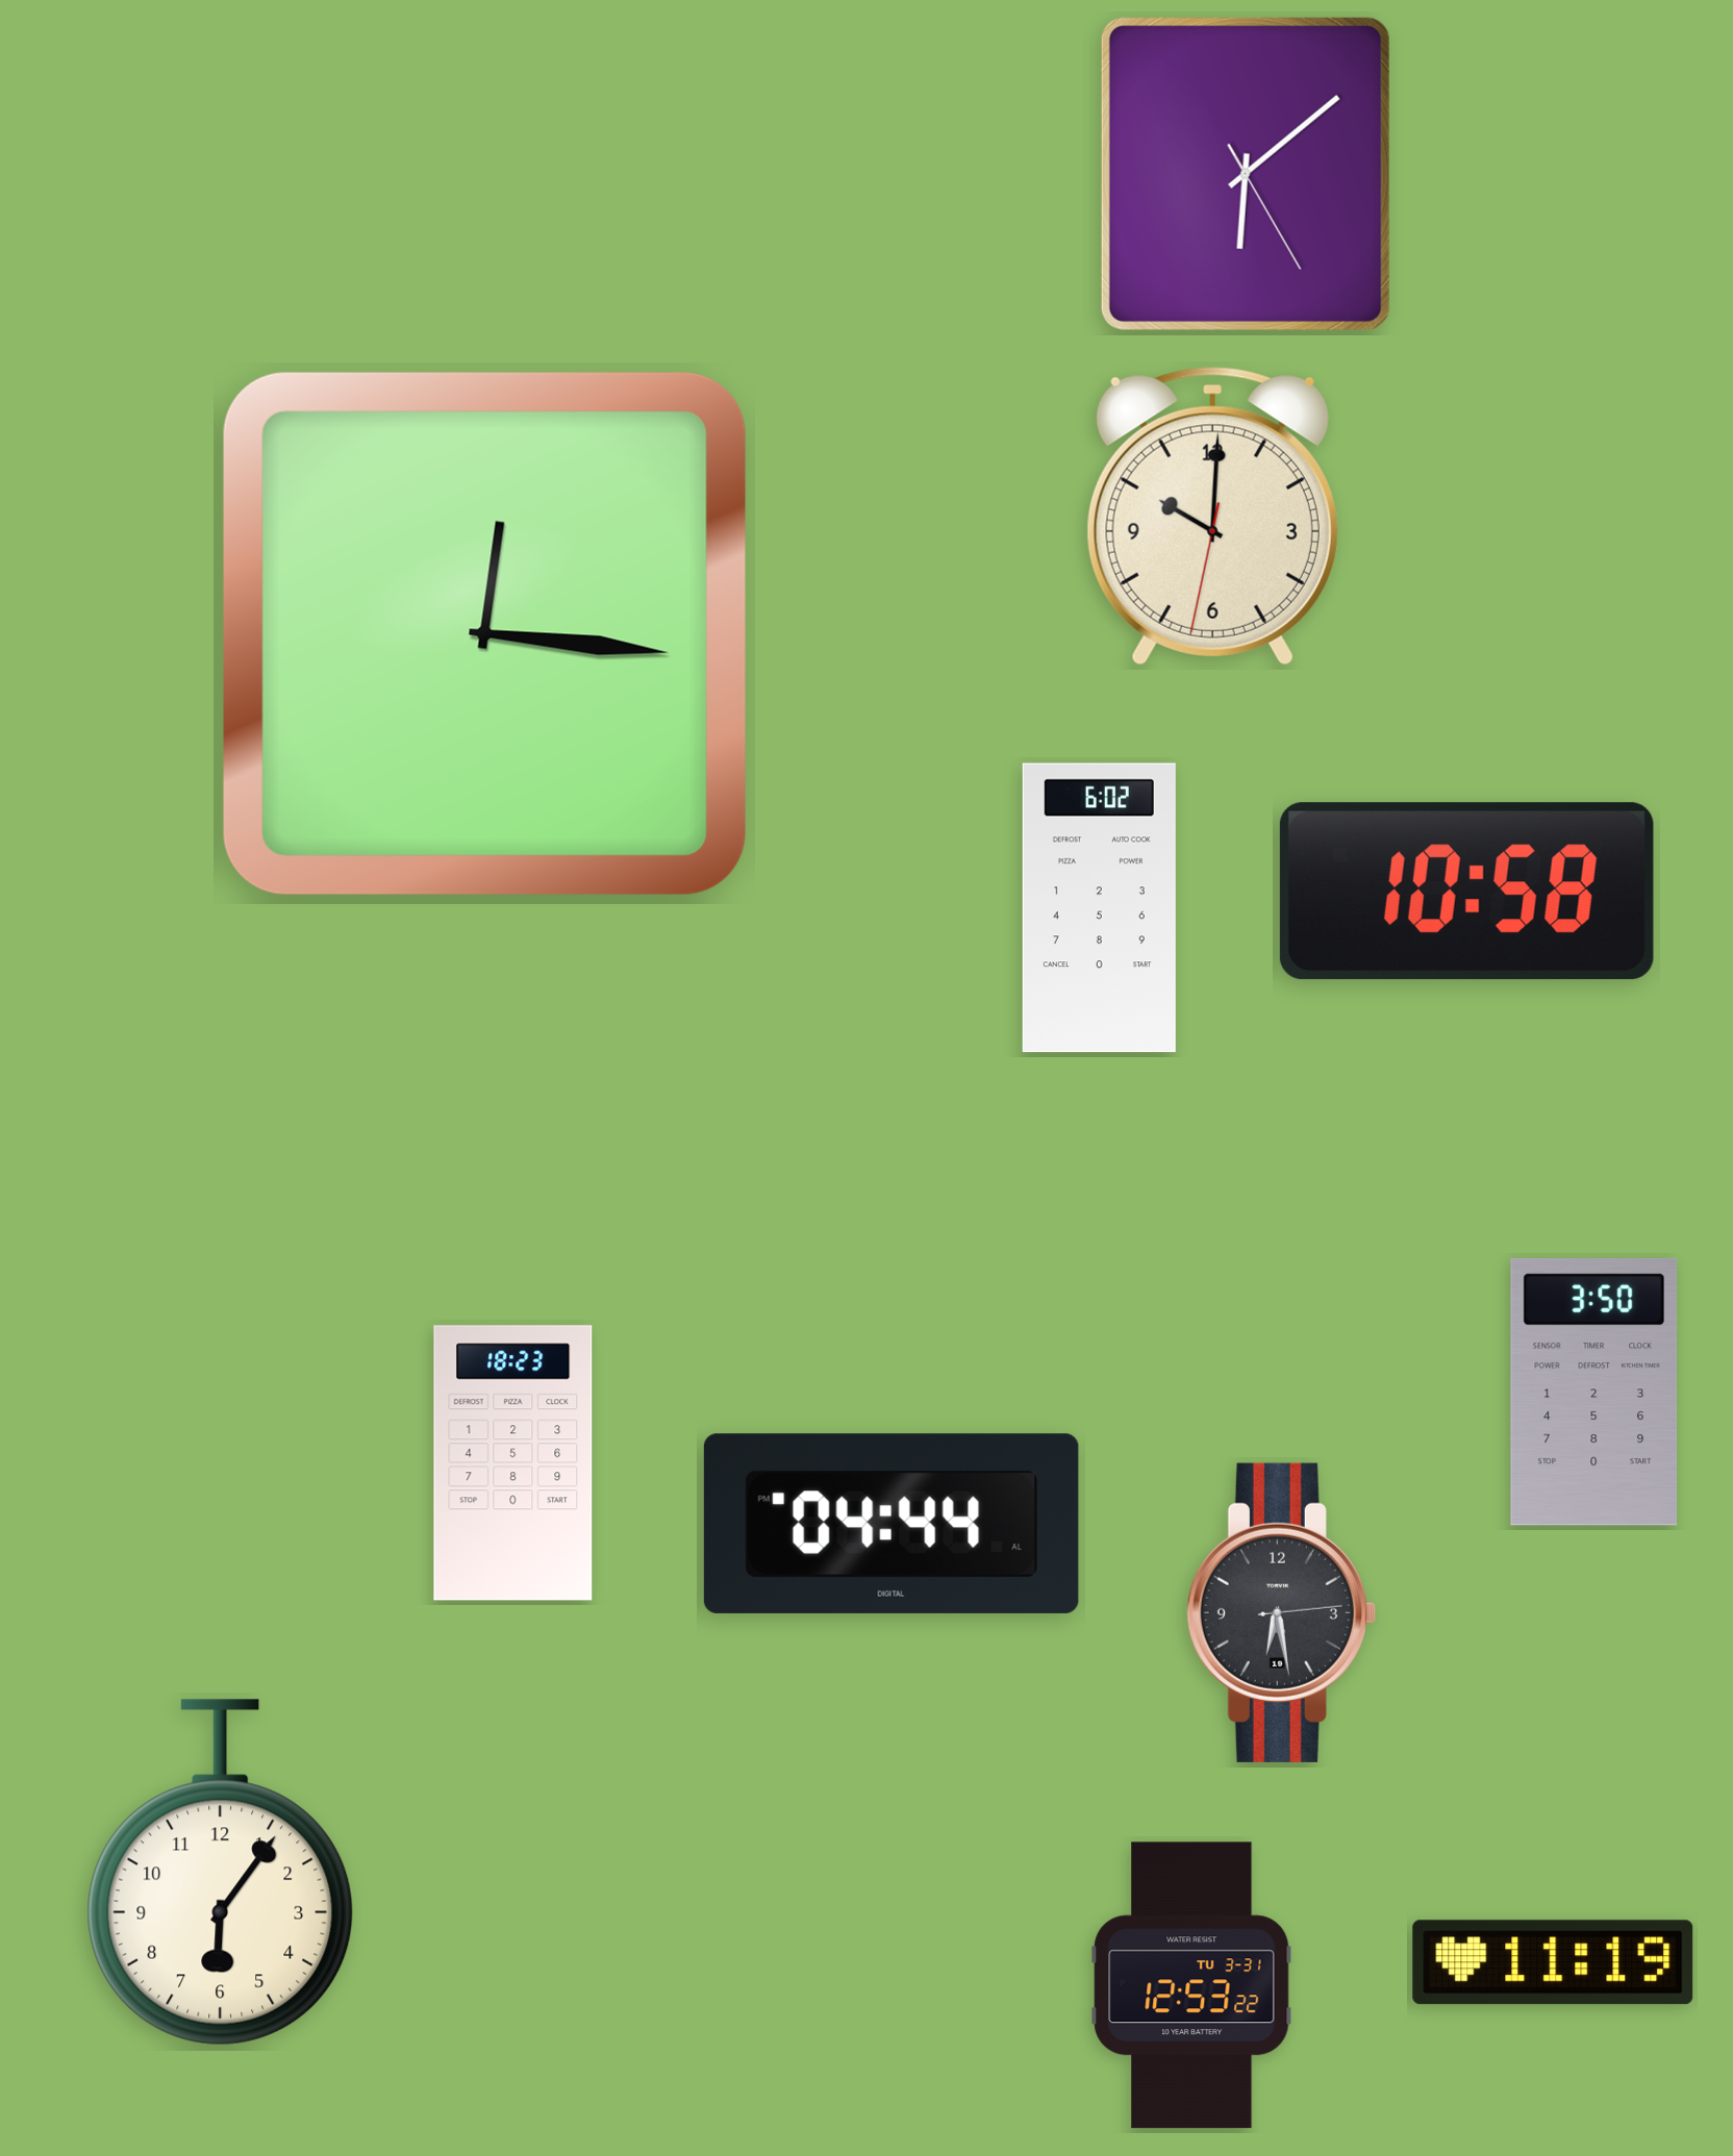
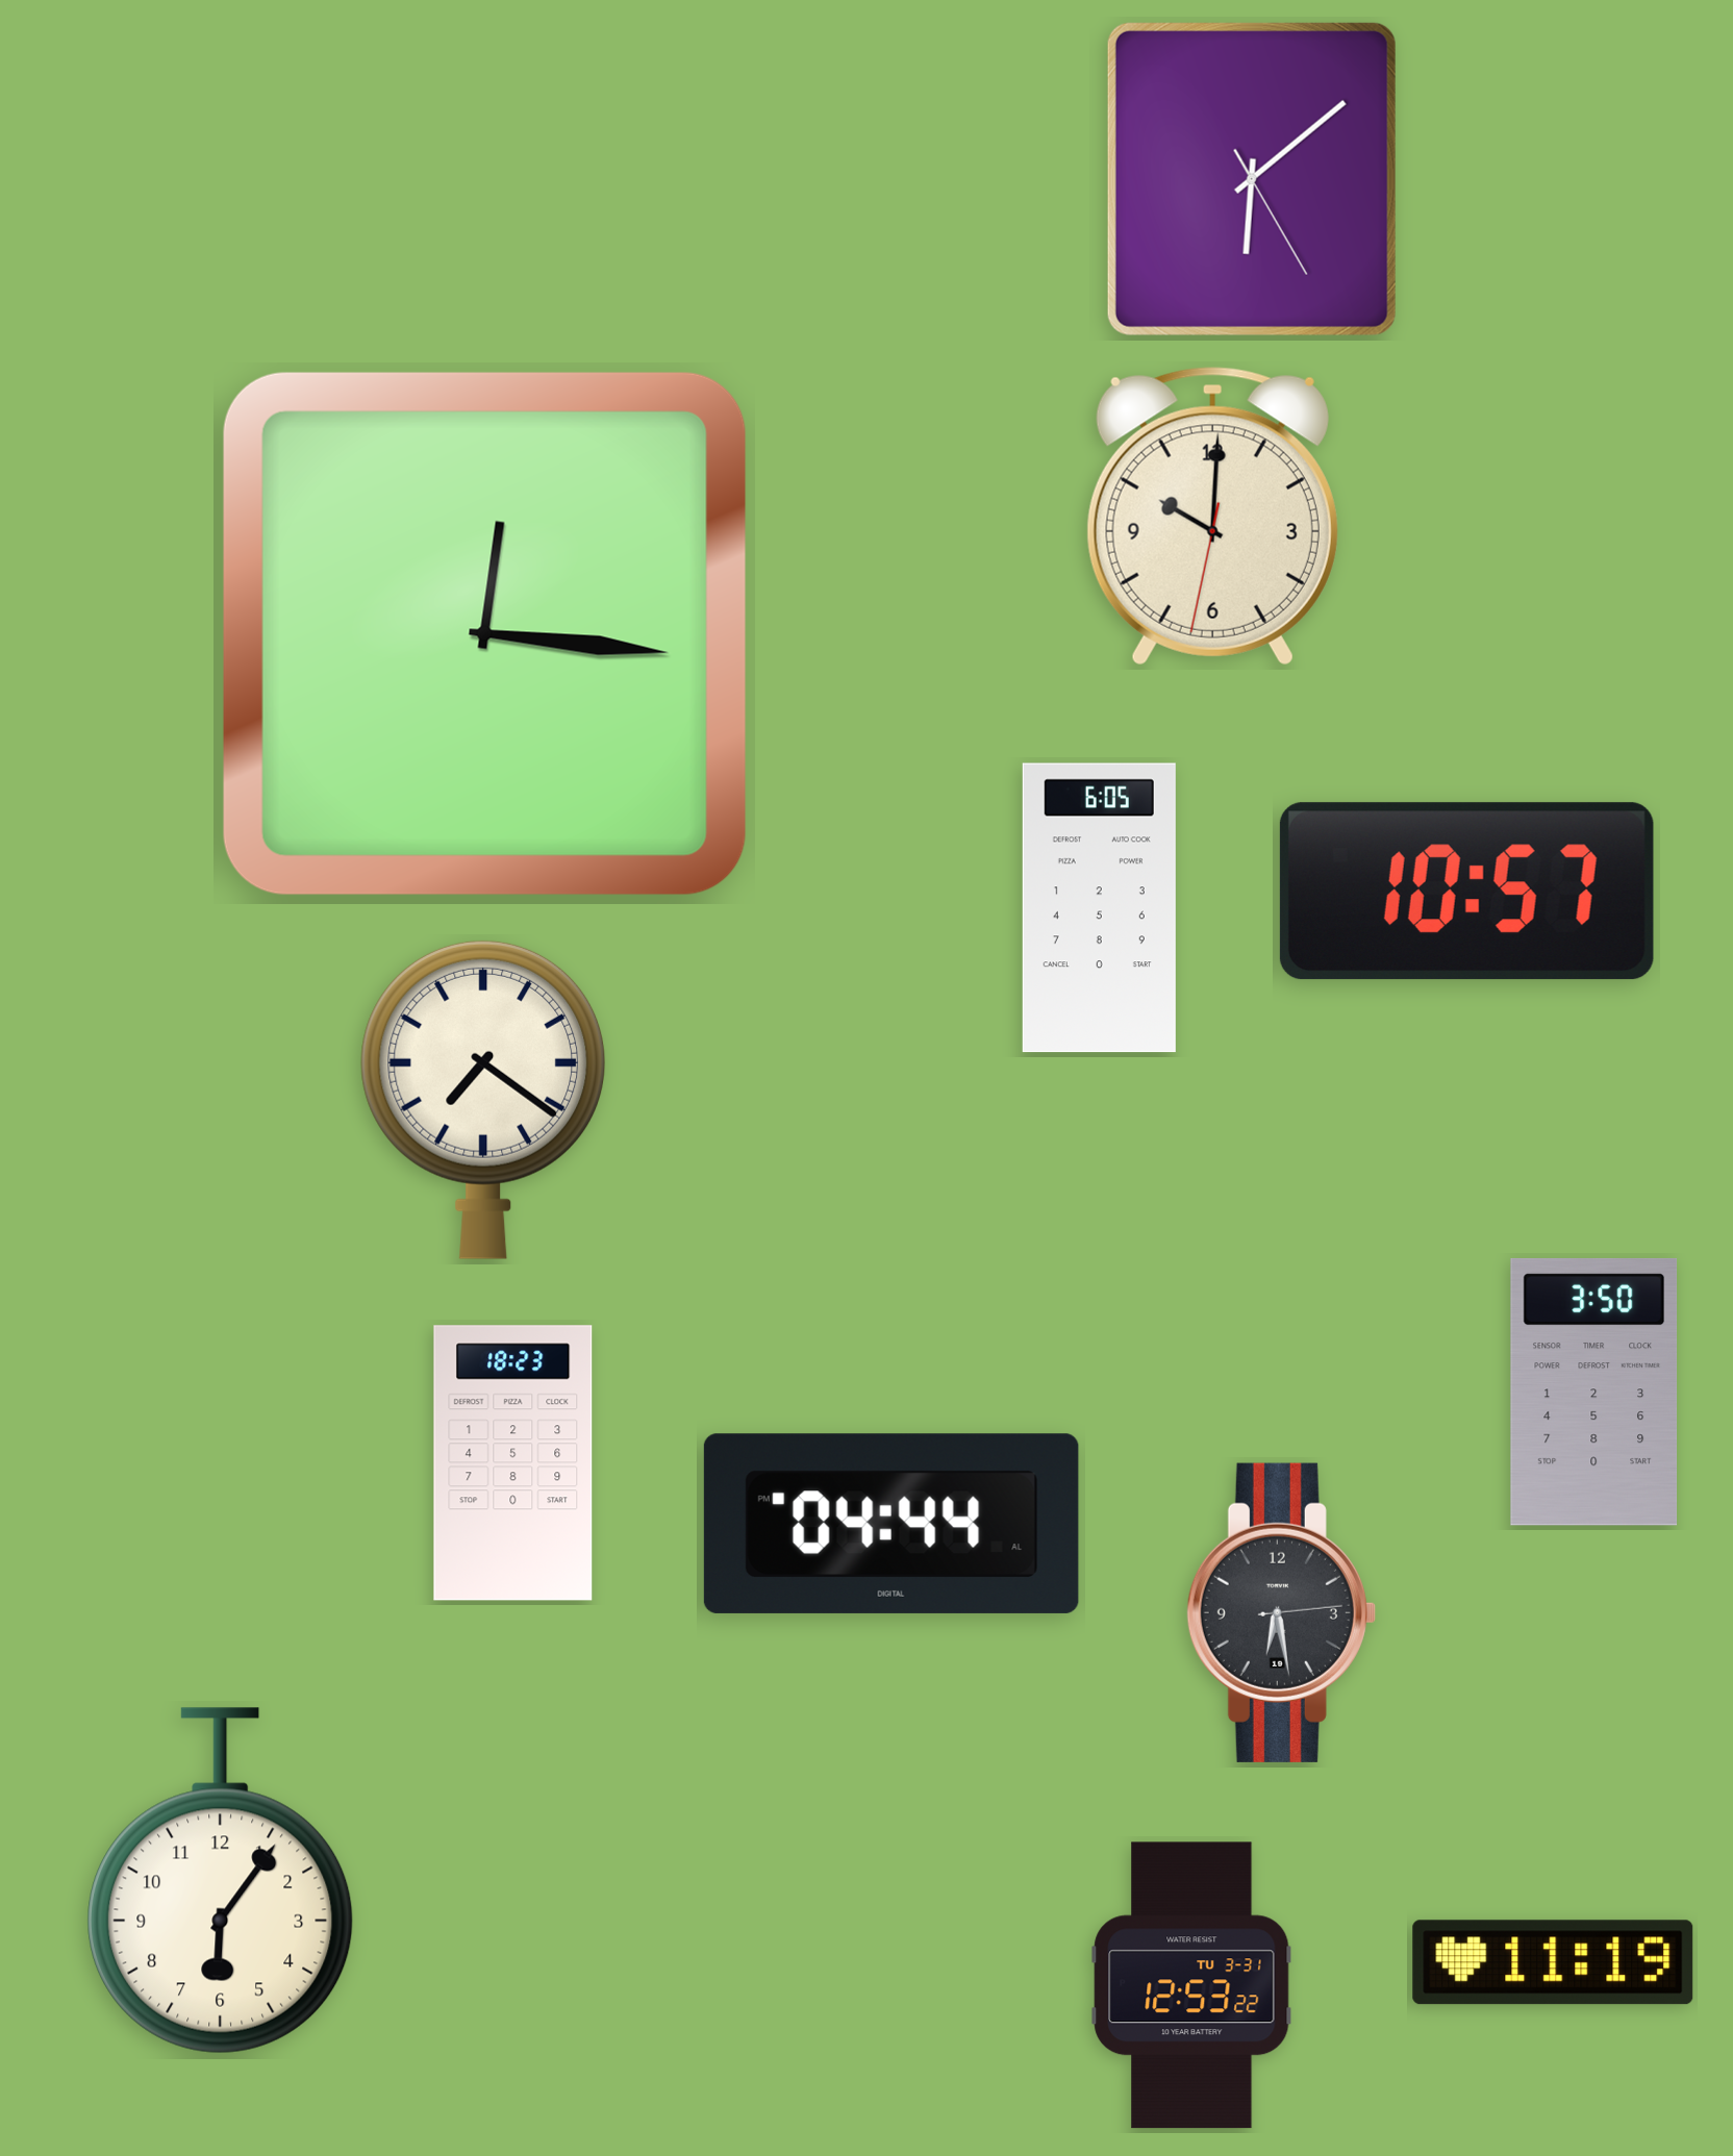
clock at (1246, 174) position: (1246, 174) -> (1252, 179)
clock at (1466, 892): 10:58 -> 10:57
clock at (1099, 908): 6:02 -> 6:05
clock at (483, 1100): none -> 7:21
clock at (221, 1873) position: (221, 1873) -> (221, 1881)
